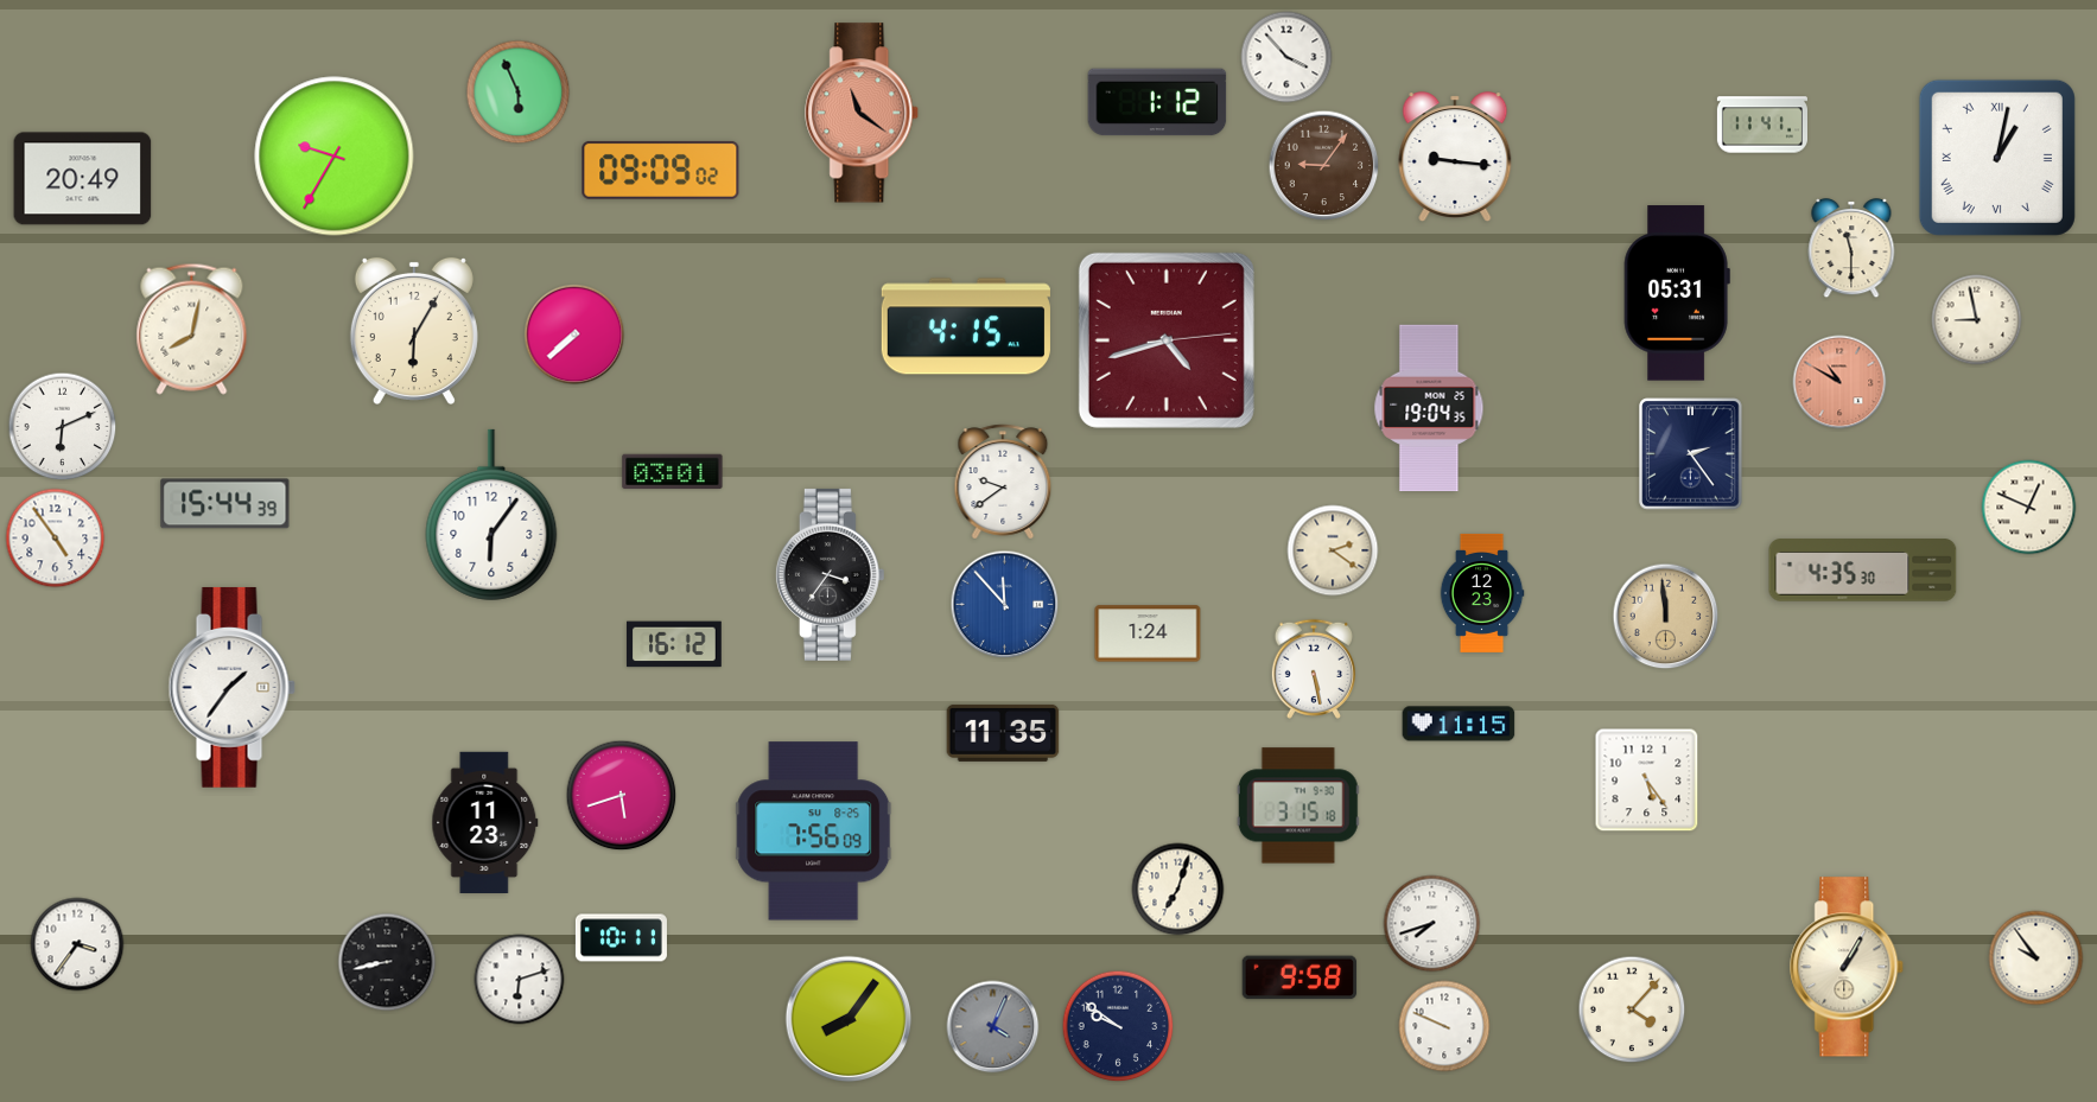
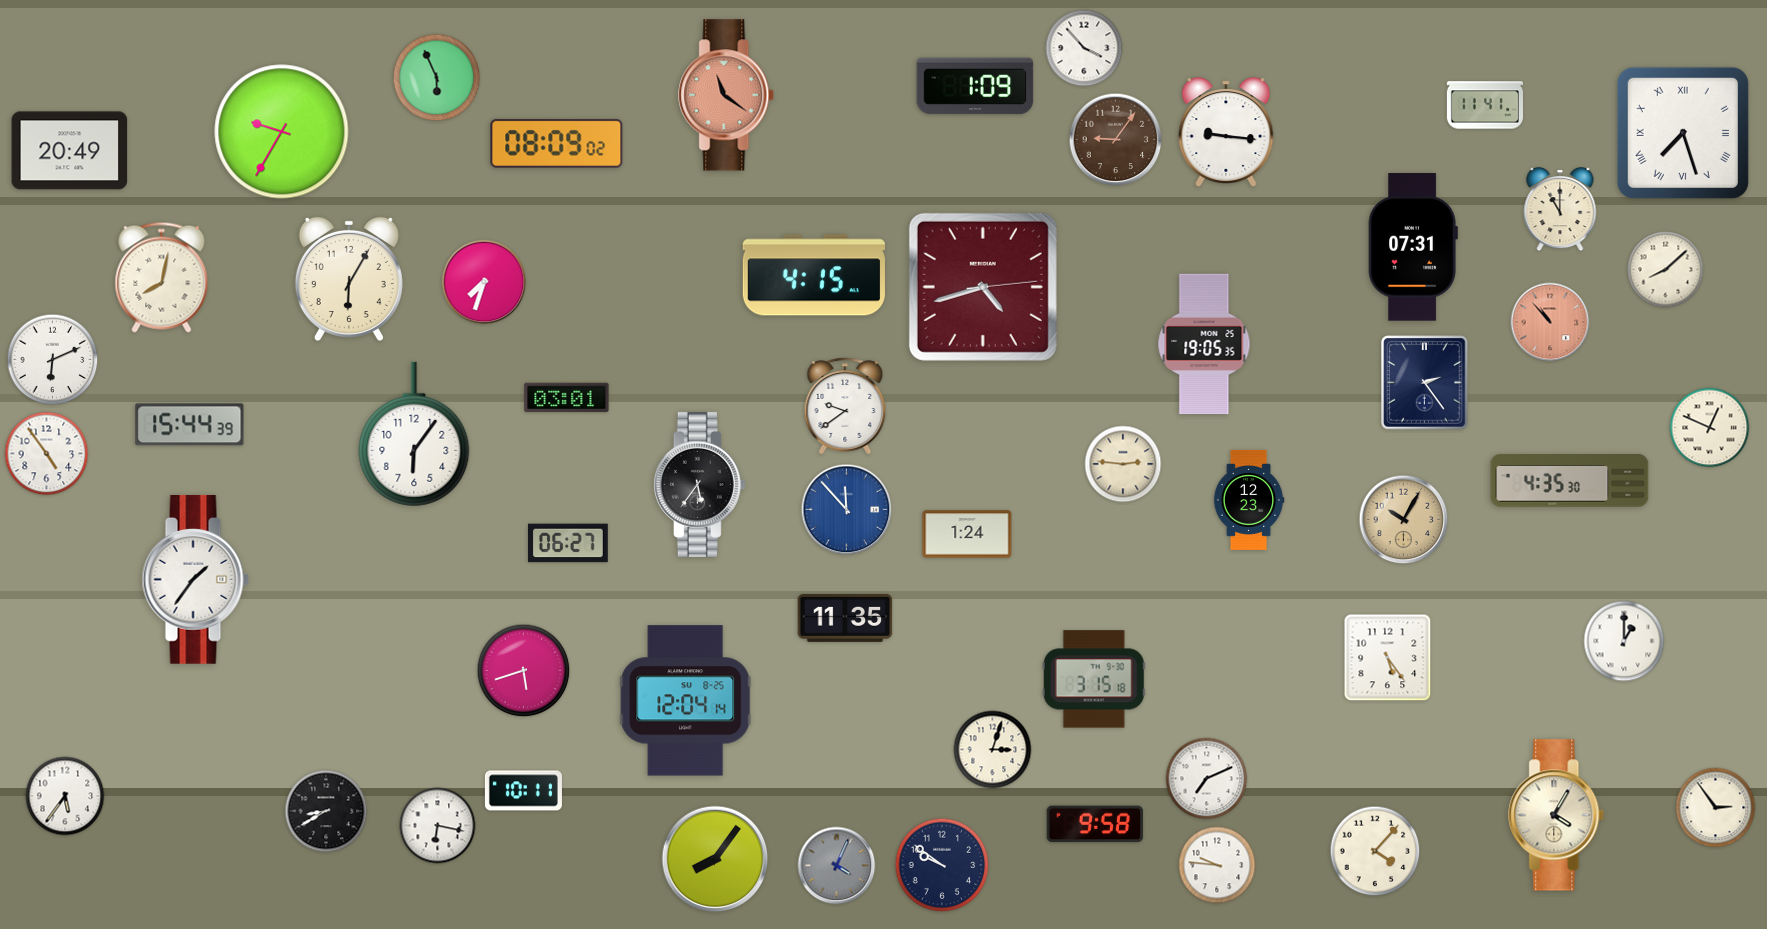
clock at (1157, 102): 1:12 -> 1:09
clock at (1997, 158): 1:02 -> 7:27
clock at (661, 170): 09:09 -> 08:09
clock at (1851, 249): 11:30 -> 11:00
clock at (1677, 293): 05:31 -> 07:31
clock at (1977, 320): 8:58 -> 8:08
clock at (574, 335): 7:38 -> 7:33
clock at (1839, 382): 10:50 -> 10:53
clock at (1429, 408): 19:04 -> 19:05
clock at (1333, 550): 2:21 -> 2:46
clock at (830, 574): 3:36 -> 5:36
clock at (1666, 617): 11:59 -> 10:05
clock at (675, 644): 16:12 -> 06:27
clock at (1313, 669): 5:28 -> none
clock at (1459, 724): 11:15 -> none
clock at (1624, 641): none -> 1:00
clock at (485, 822): 11:23 -> none
clock at (814, 832): 7:56 -> 12:04
clock at (1178, 890): 7:03 -> 3:03
clock at (1432, 924): 7:42 -> 7:11
clock at (77, 944): 3:36 -> 5:36
clock at (2036, 958): 9:54 -> 2:54
clock at (387, 962): 8:43 -> 8:40
clock at (1848, 967): 1:05 -> 4:05
clock at (520, 980): 6:12 -> 6:17
clock at (1444, 1026): 9:49 -> 9:46
